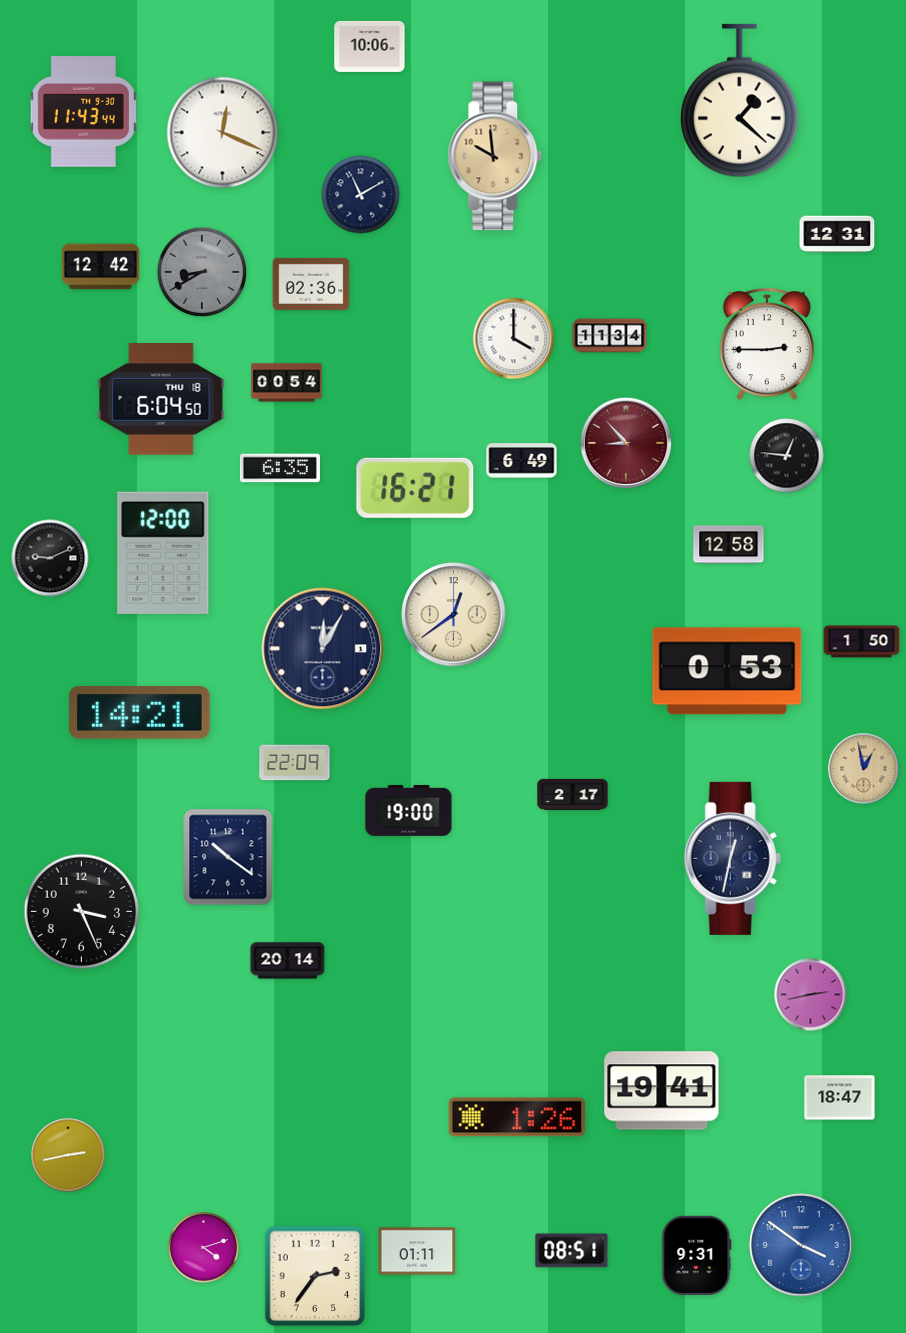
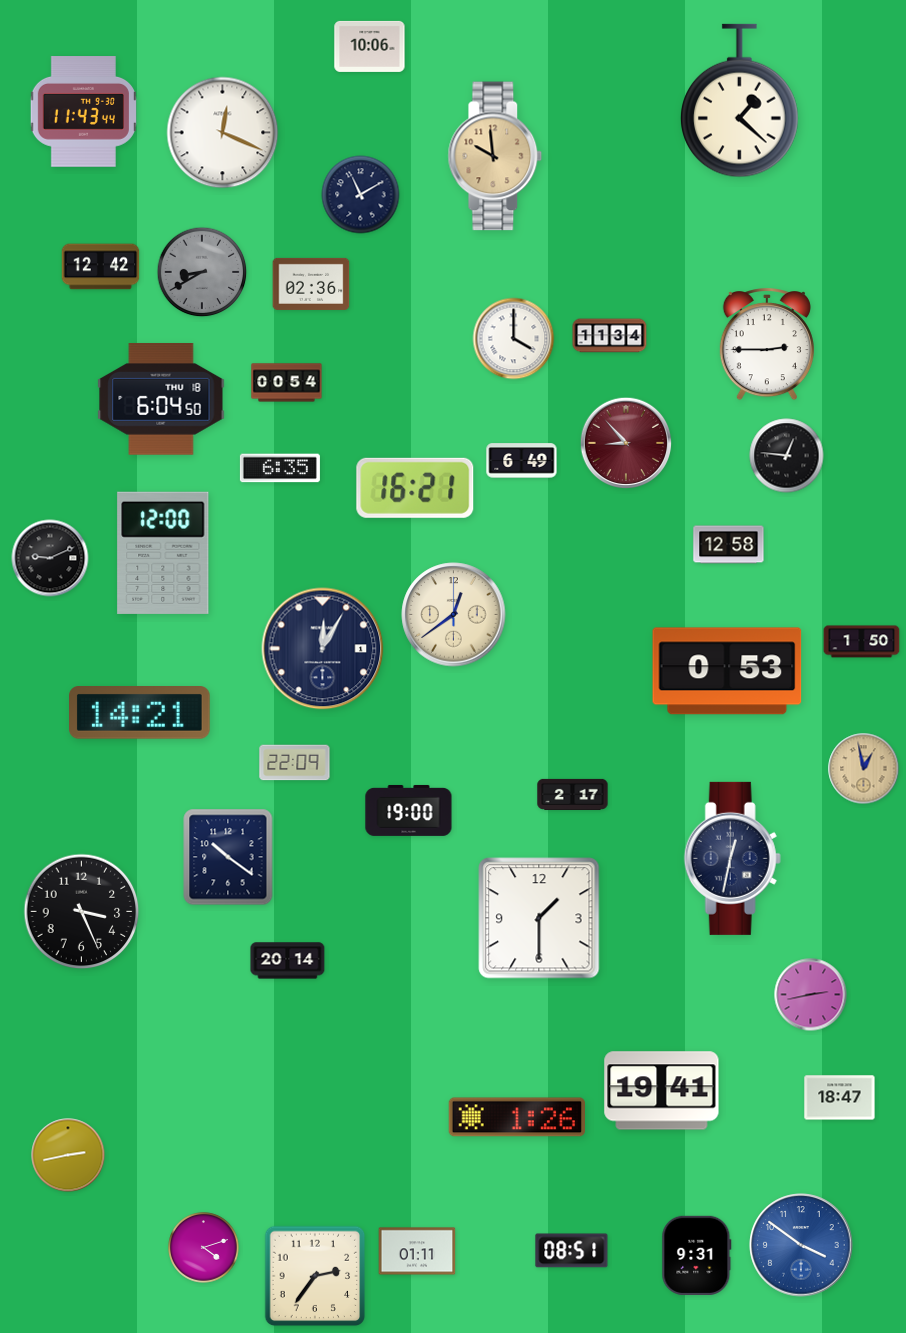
clock at (837, 234): 12:31 -> none
clock at (539, 918): none -> 1:30
